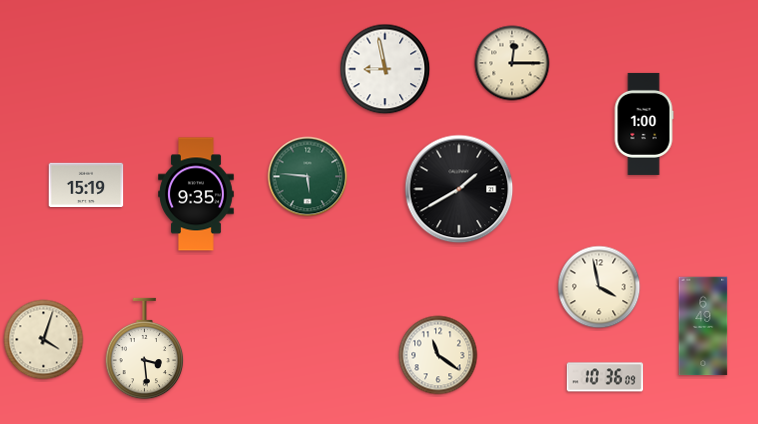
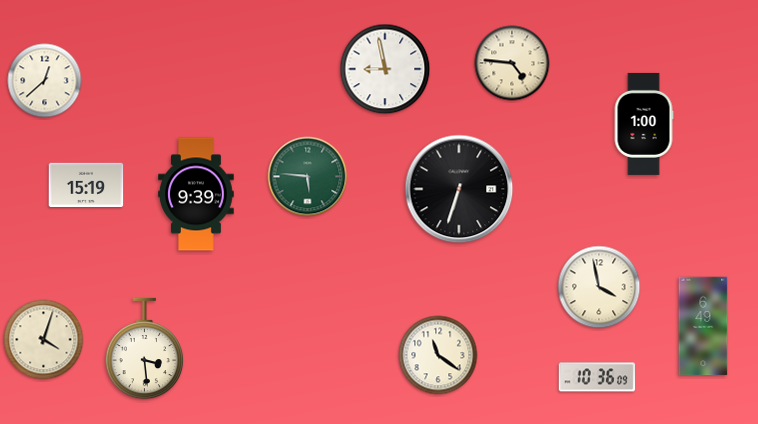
clock at (512, 63): 12:15 -> 4:46
clock at (45, 81): none -> 12:38
clock at (459, 189): 1:40 -> 6:33
clock at (196, 194): 9:35 -> 9:39
clock at (605, 377) position: (605, 377) -> (597, 377)
